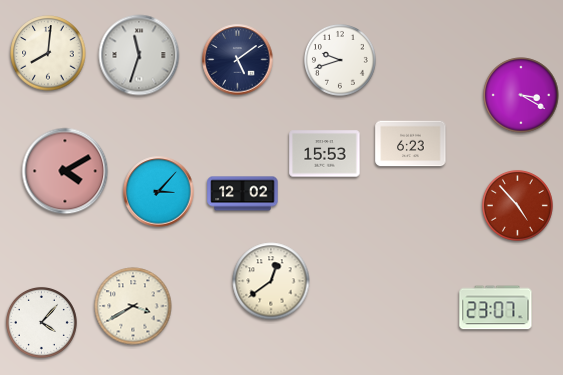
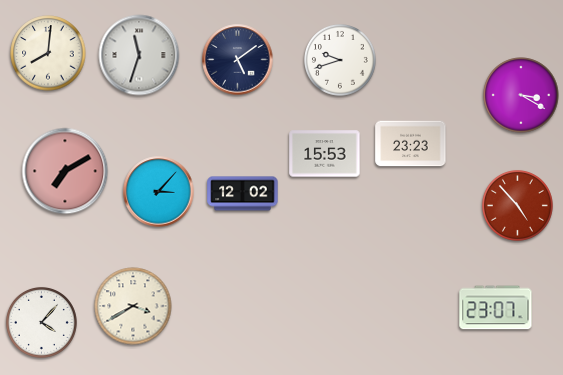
clock at (411, 144): 6:23 -> 23:23
clock at (65, 171): 4:10 -> 7:10
clock at (271, 281): 12:39 -> none
